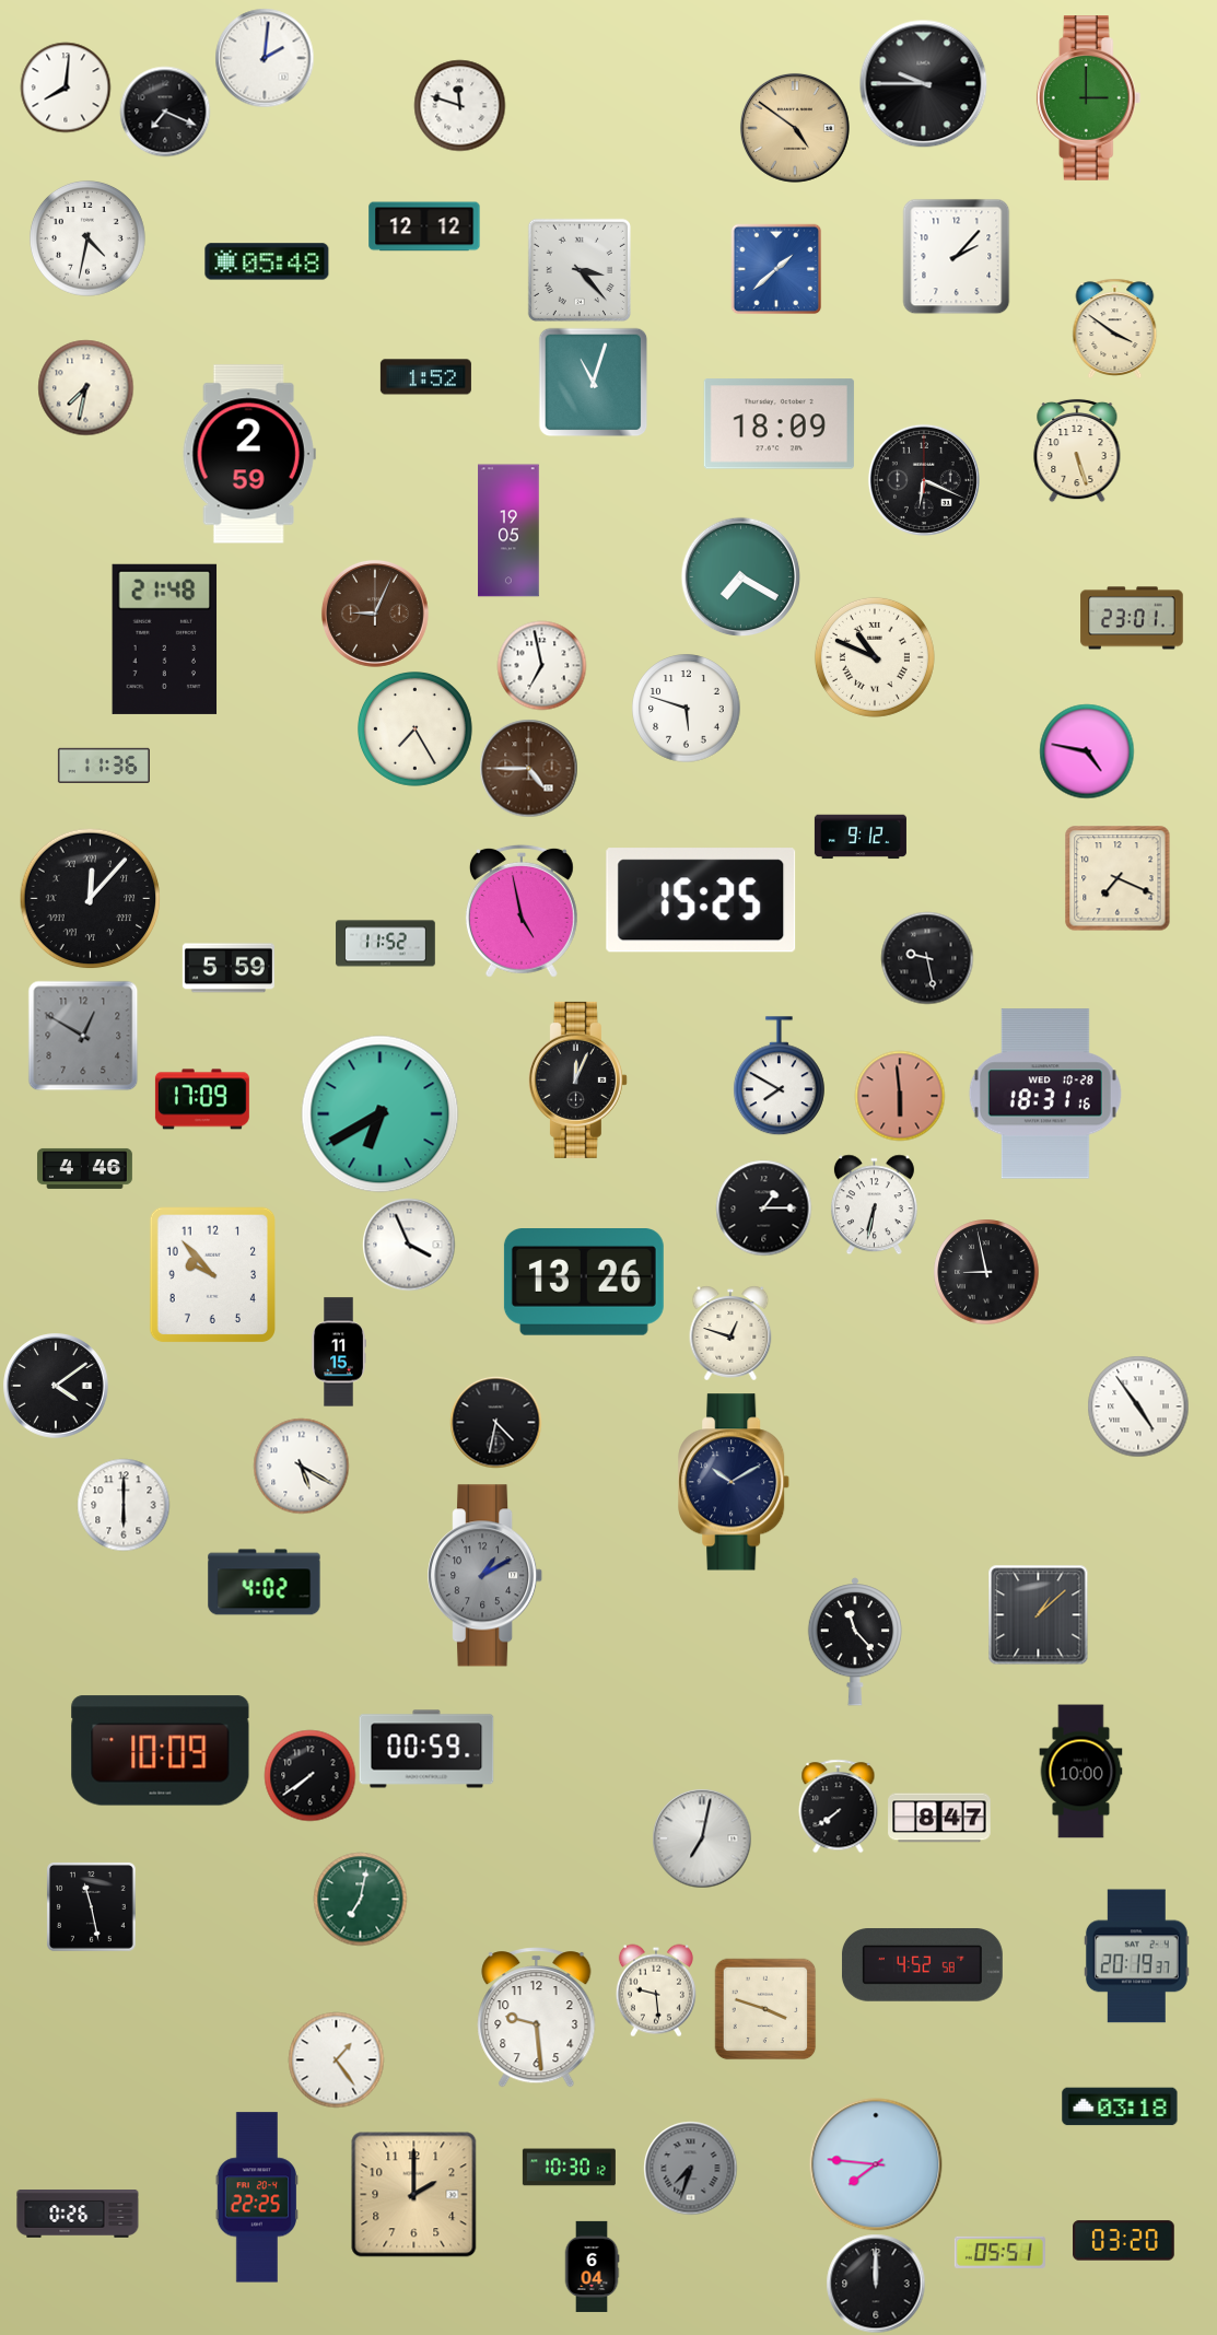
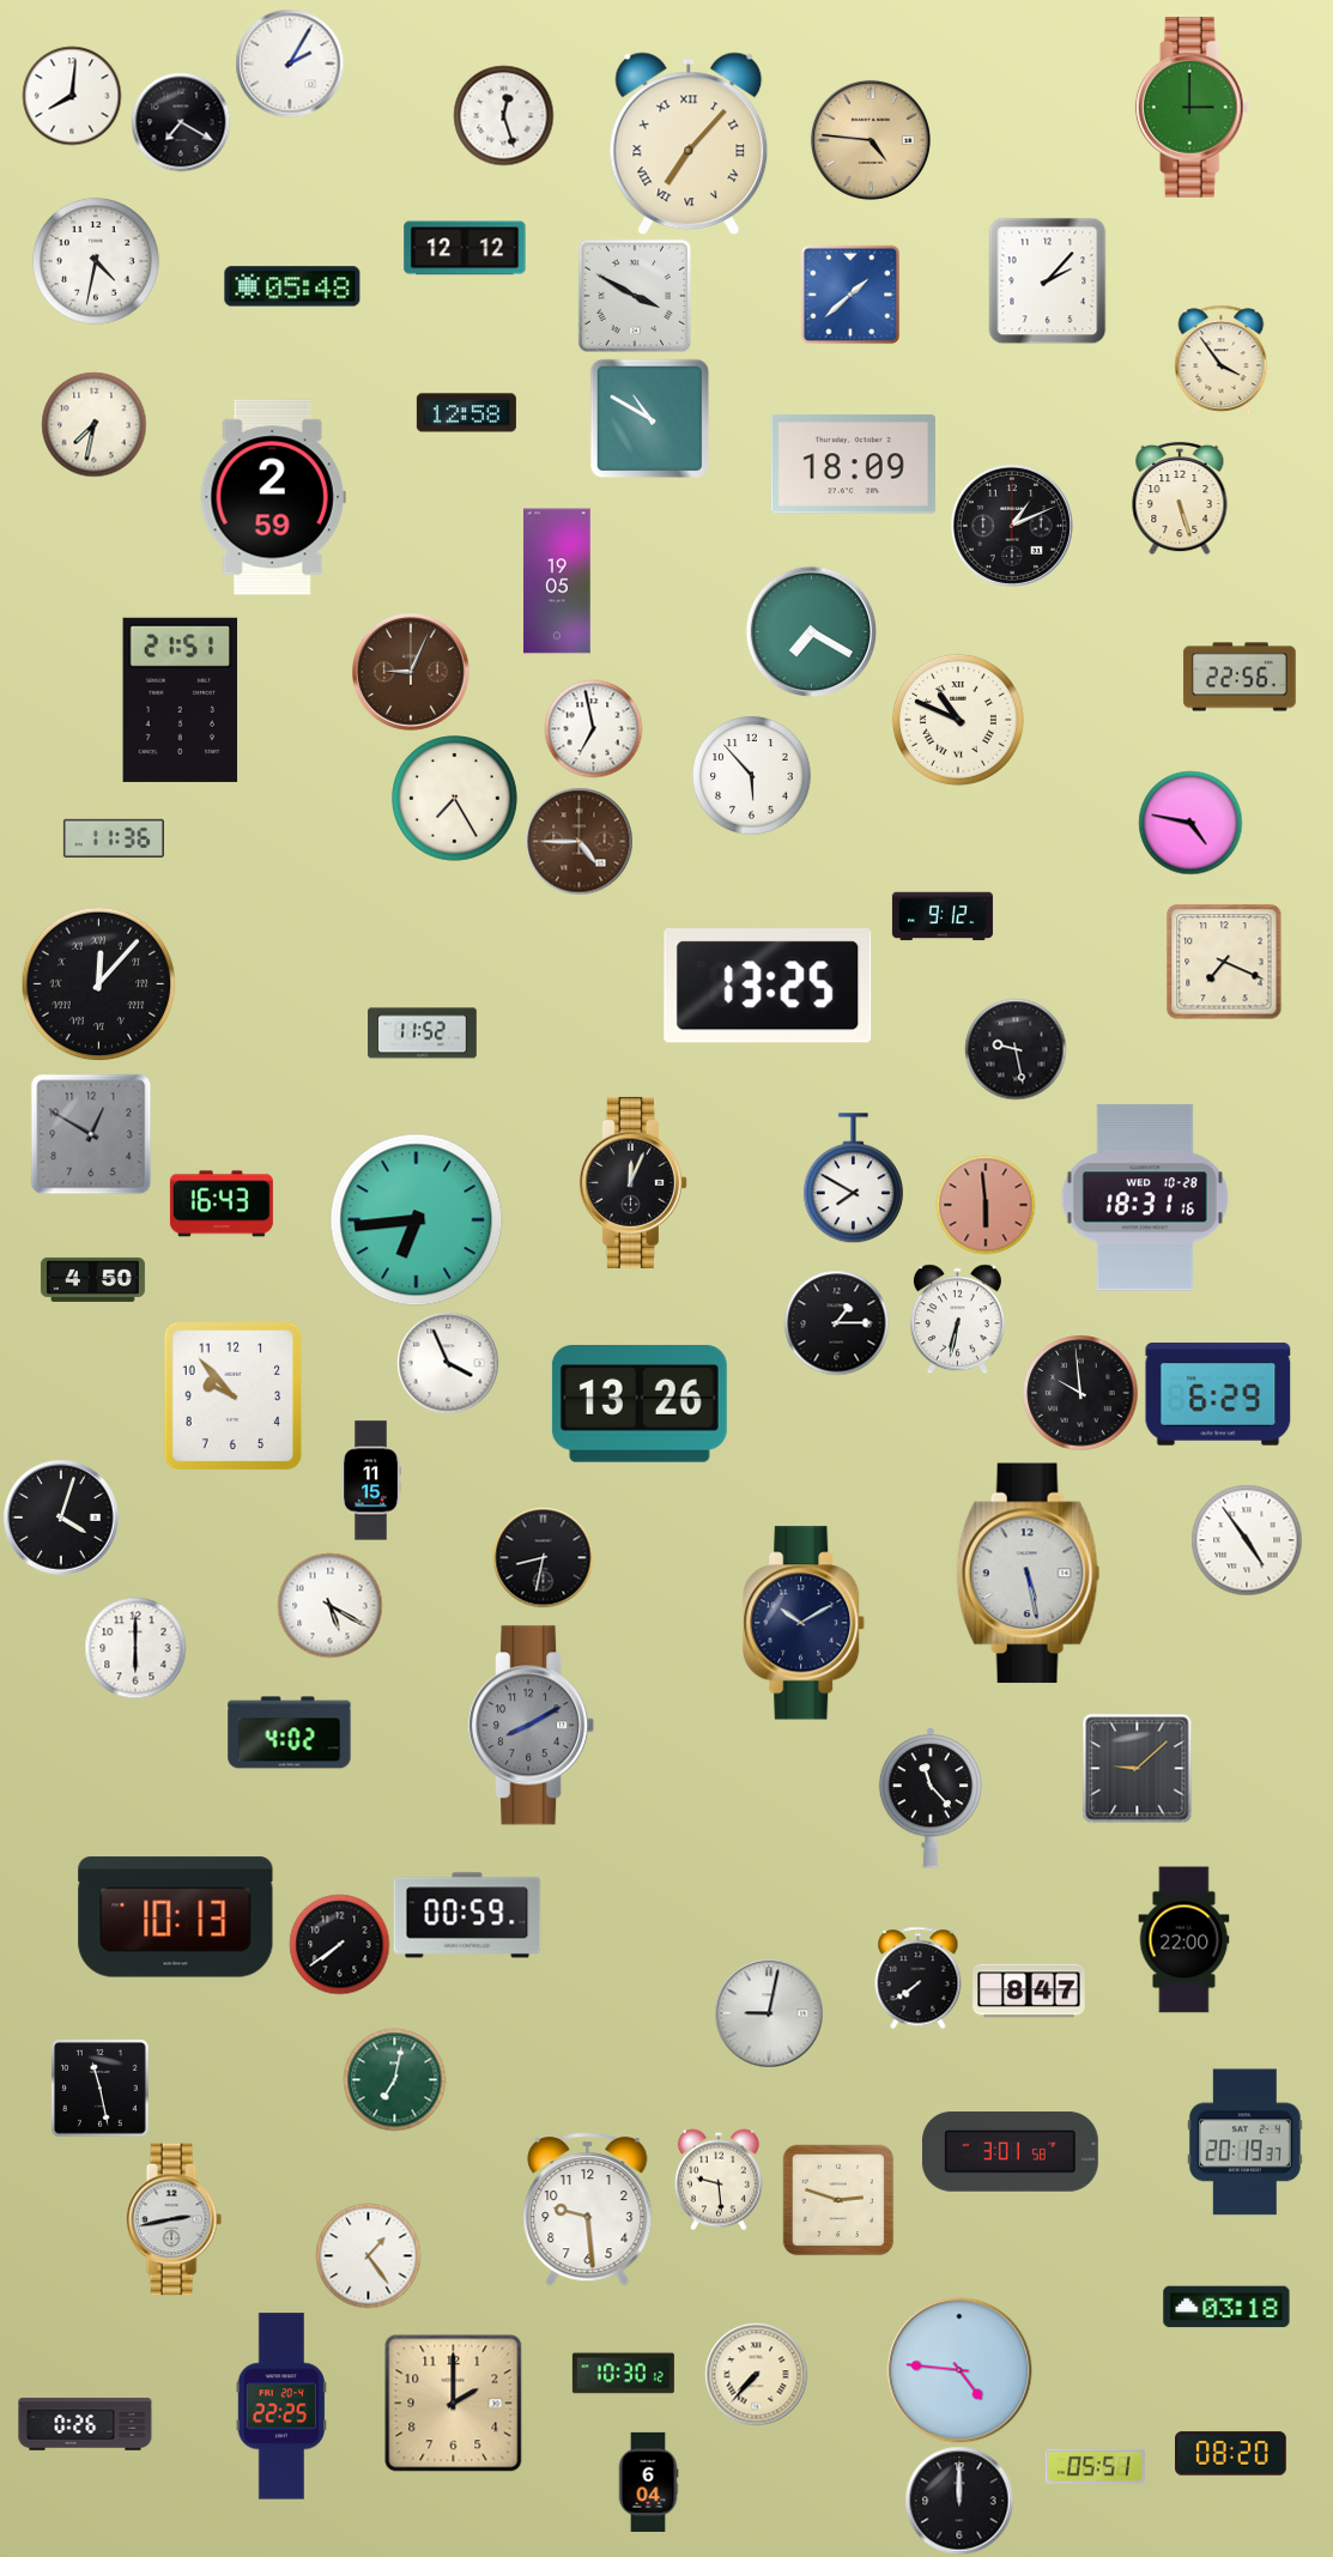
clock at (265, 58): 2:01 -> 2:05
clock at (923, 83): 9:45 -> none
clock at (459, 105): 11:48 -> 12:27
clock at (165, 112): 7:19 -> 7:20
clock at (795, 128): 4:51 -> 4:46
clock at (689, 144): none -> 7:07
clock at (580, 270): 3:23 -> 3:50
clock at (1115, 328): 3:51 -> 3:54
clock at (425, 377): 1:52 -> 12:58
clock at (593, 382): 11:03 -> 10:50
clock at (1077, 451) position: (1077, 451) -> (1180, 498)
clock at (924, 480): 6:19 -> 1:11
clock at (1132, 618): 23:01 -> 22:56
clock at (165, 639): 21:48 -> 21:51
clock at (687, 709): 5:48 -> 5:53
clock at (701, 900): 15:25 -> 13:25
clock at (522, 911): 4:58 -> none
clock at (229, 968): 5:59 -> none
clock at (900, 1096) position: (900, 1096) -> (986, 1205)
clock at (202, 1099): 17:09 -> 16:43
clock at (381, 1114): 6:40 -> 6:44
clock at (84, 1168): 4:46 -> 4:50
clock at (986, 1272): 8:58 -> 9:59
clock at (1218, 1394): none -> 6:29
clock at (730, 1333): 12:48 -> none
clock at (56, 1386): 4:09 -> 4:03
clock at (495, 1422): 4:32 -> 8:32
clock at (1029, 1574): none -> 5:28
clock at (485, 1576): 1:10 -> 8:10
clock at (1038, 1614): 1:08 -> 9:08
clock at (855, 1642) position: (855, 1642) -> (931, 1798)
clock at (161, 1751): 10:09 -> 10:13
clock at (1081, 1772): 10:00 -> 22:00
clock at (702, 1838): 7:02 -> 9:02
clock at (922, 1965): 4:52 -> 3:01
clock at (765, 2009): 3:48 -> 2:48
clock at (174, 2219): none -> 2:43
clock at (876, 2164): 7:46 -> 4:46
clock at (690, 2168): 7:33 -> 7:37
clock at (690, 2168) dial: grey -> cream
clock at (1124, 2241): 03:20 -> 08:20
